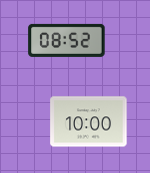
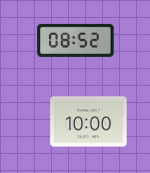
clock at (67, 40) position: (67, 40) -> (76, 40)
